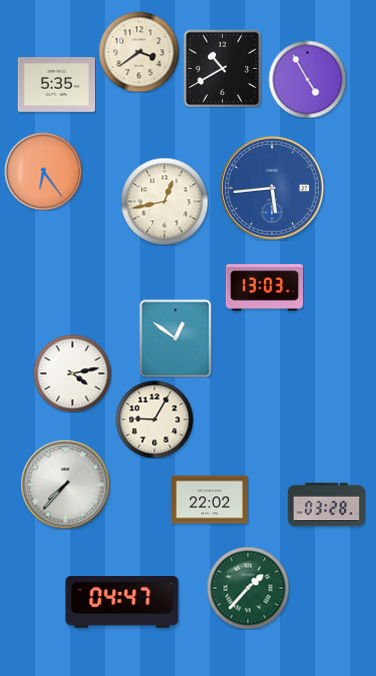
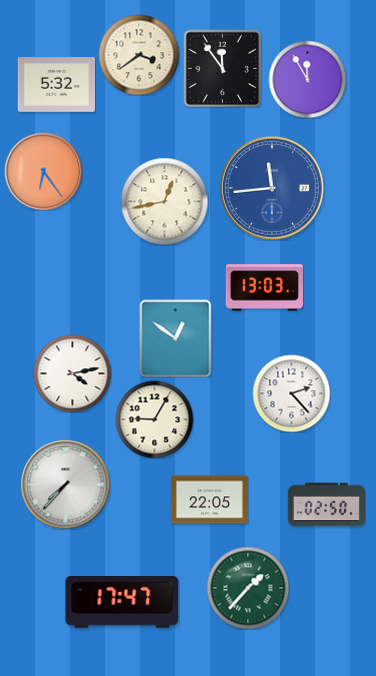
clock at (139, 52) position: (139, 52) -> (139, 55)
clock at (222, 68): 10:40 -> 11:54
clock at (307, 79): 4:55 -> 11:55
clock at (56, 85): 5:35 -> 5:32
clock at (272, 188): 5:44 -> 11:44
clock at (291, 393): none -> 2:23
clock at (209, 500): 22:02 -> 22:05
clock at (326, 505): 03:28 -> 02:50
clock at (122, 603): 04:47 -> 17:47
